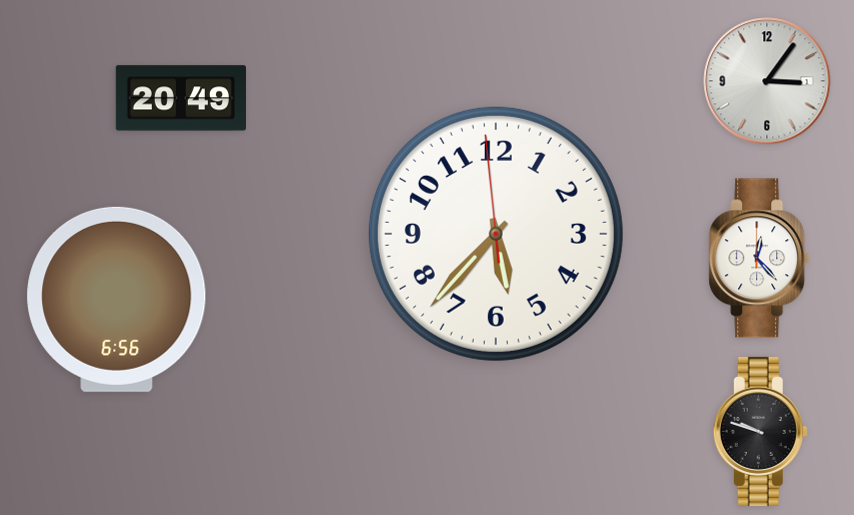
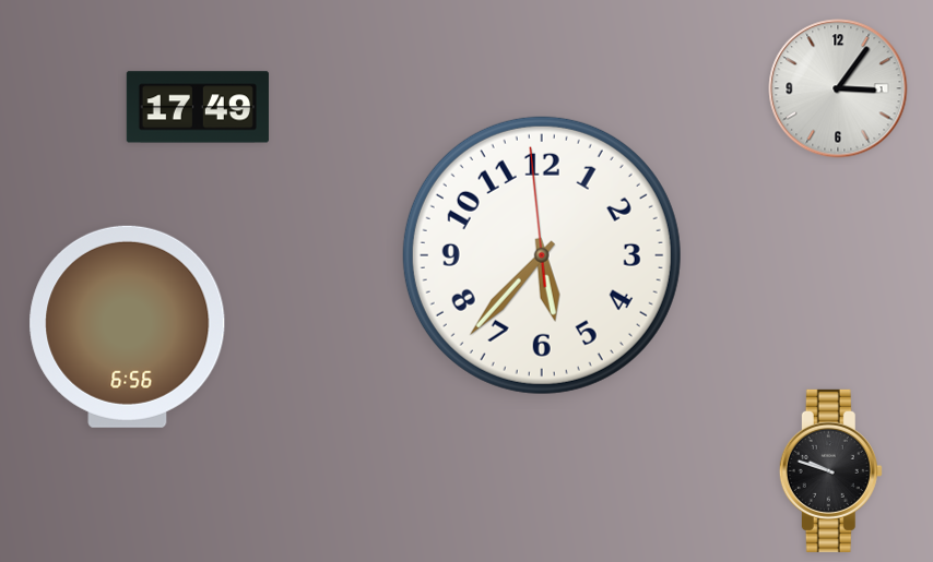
clock at (181, 98): 20:49 -> 17:49
clock at (759, 258): 12:23 -> none
